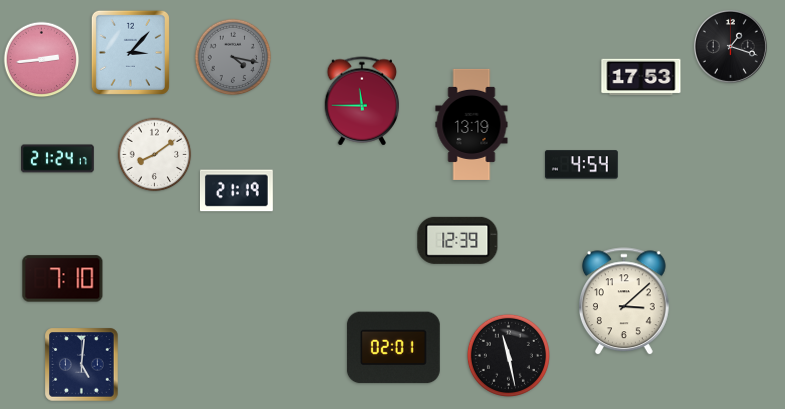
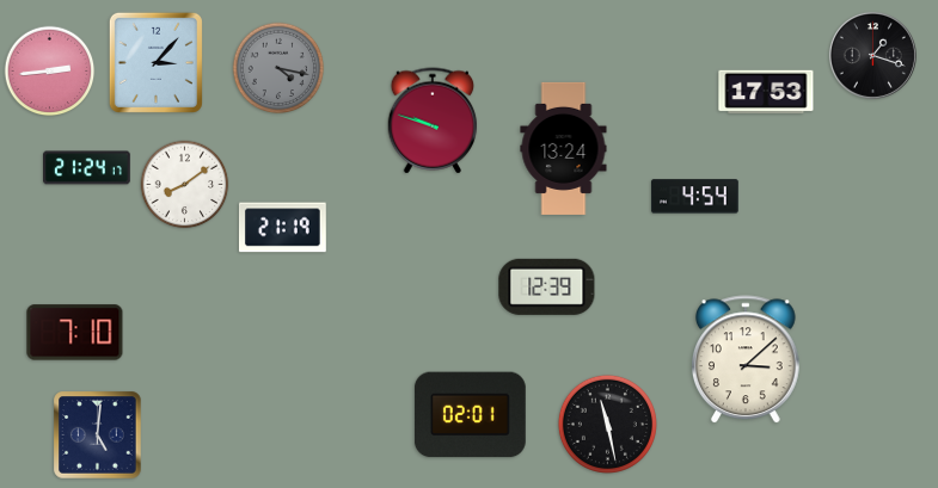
clock at (362, 101): 11:45 -> 9:48
clock at (472, 124): 13:19 -> 13:24
clock at (58, 159) position: (58, 159) -> (87, 168)
